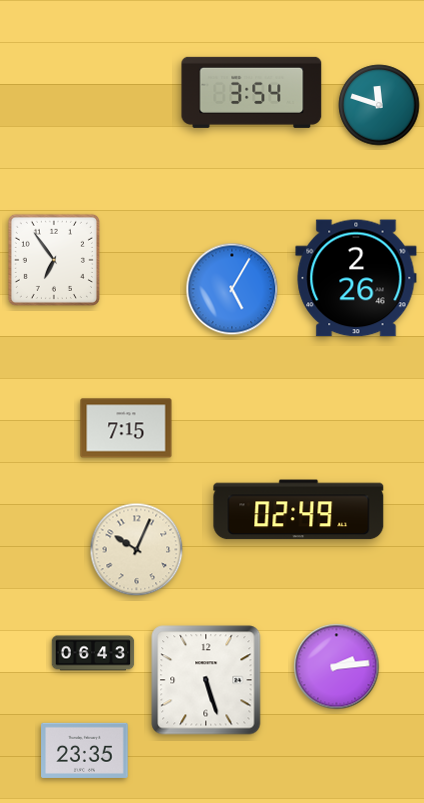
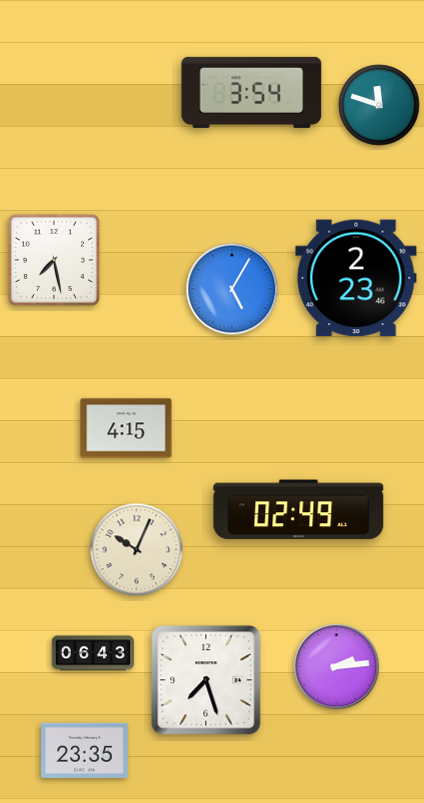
clock at (54, 260): 6:54 -> 7:28
clock at (356, 278): 2:26 -> 2:23
clock at (126, 428): 7:15 -> 4:15
clock at (206, 680): 5:27 -> 7:27
